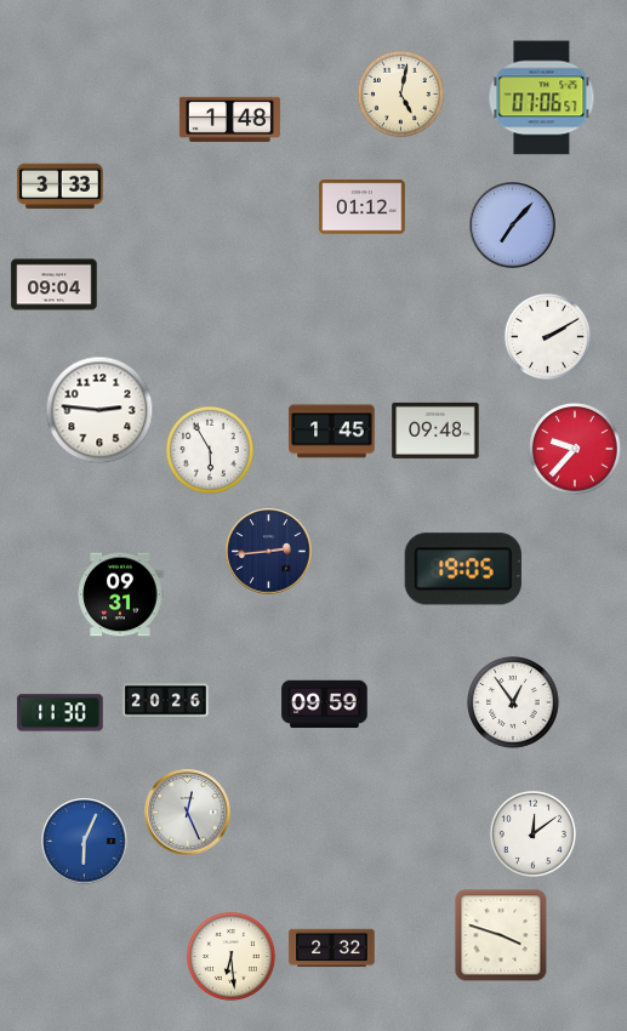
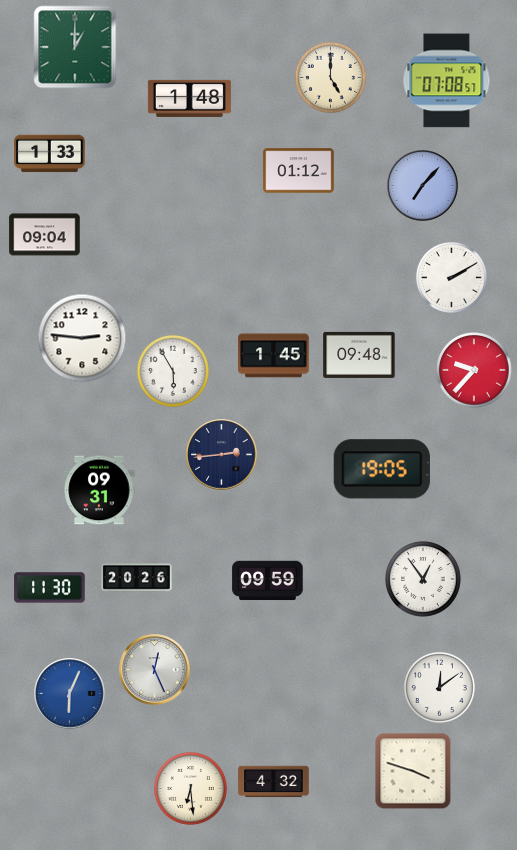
clock at (75, 47): none -> 1:00
clock at (400, 93): 5:02 -> 5:00
clock at (542, 98): 07:06 -> 07:08
clock at (61, 187): 3:33 -> 1:33
clock at (332, 949): 2:32 -> 4:32
